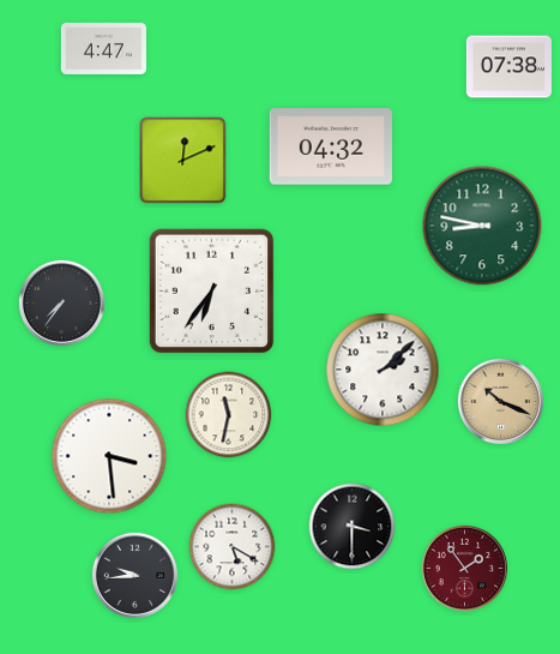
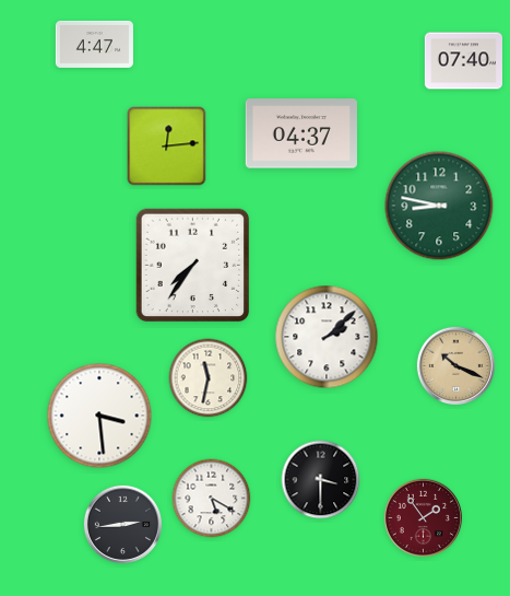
clock at (508, 67): 07:38 -> 07:40
clock at (331, 146): 04:32 -> 04:37
clock at (183, 161): 12:11 -> 12:14
clock at (212, 292): 6:36 -> 7:36
clock at (61, 302): 7:36 -> none
clock at (383, 370) position: (383, 370) -> (327, 337)
clock at (134, 575): 9:44 -> 2:44
